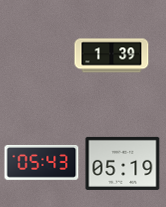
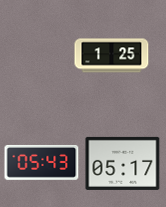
clock at (112, 56): 1:39 -> 1:25
clock at (123, 163): 05:19 -> 05:17
